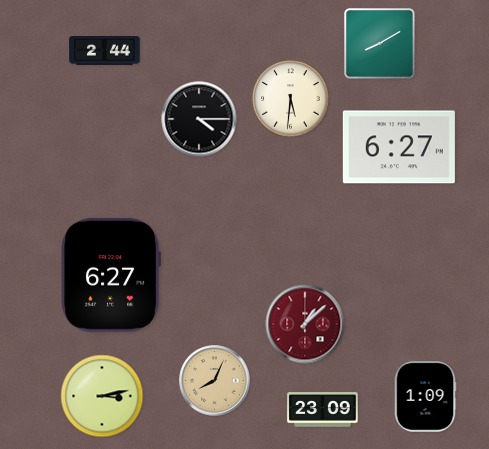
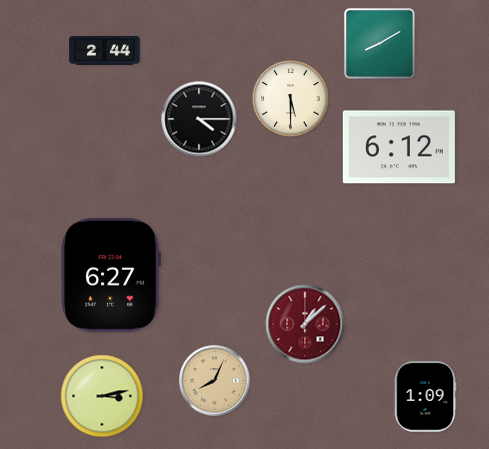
clock at (291, 99): 5:31 -> 5:30
clock at (399, 147): 6:27 -> 6:12
clock at (323, 410): 23:09 -> none
